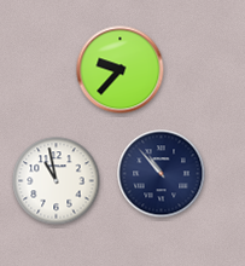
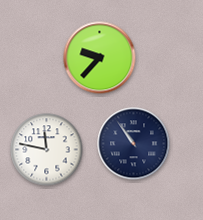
clock at (162, 174): 10:53 -> 10:54
clock at (57, 181): 10:58 -> 11:47
